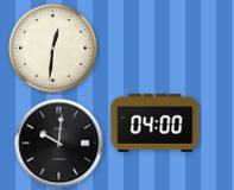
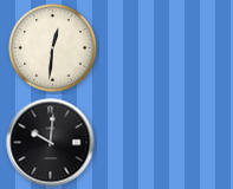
clock at (156, 122): 04:00 -> none
clock at (59, 144) position: (59, 144) -> (51, 143)
